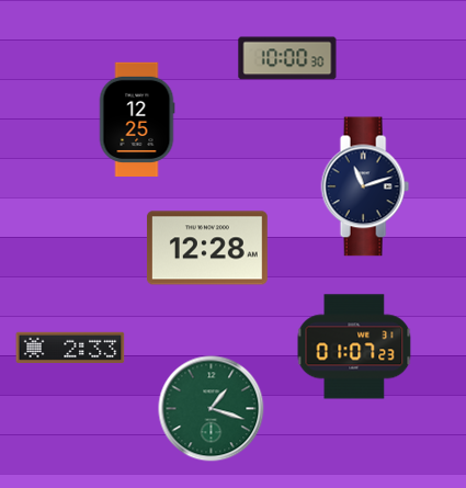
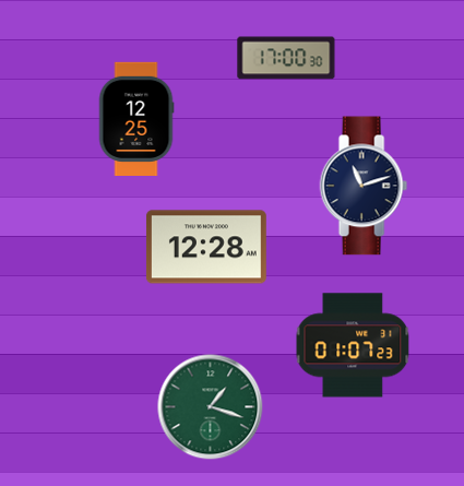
clock at (287, 58): 10:00 -> 17:00
clock at (70, 347): 2:33 -> none
